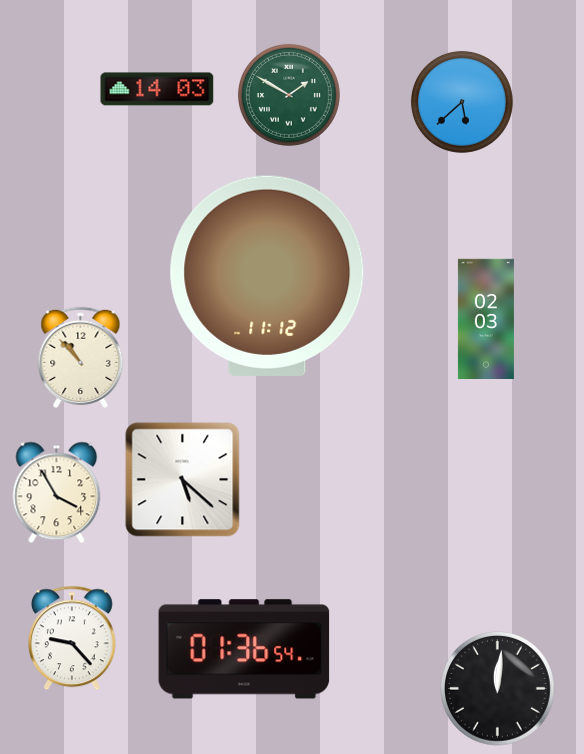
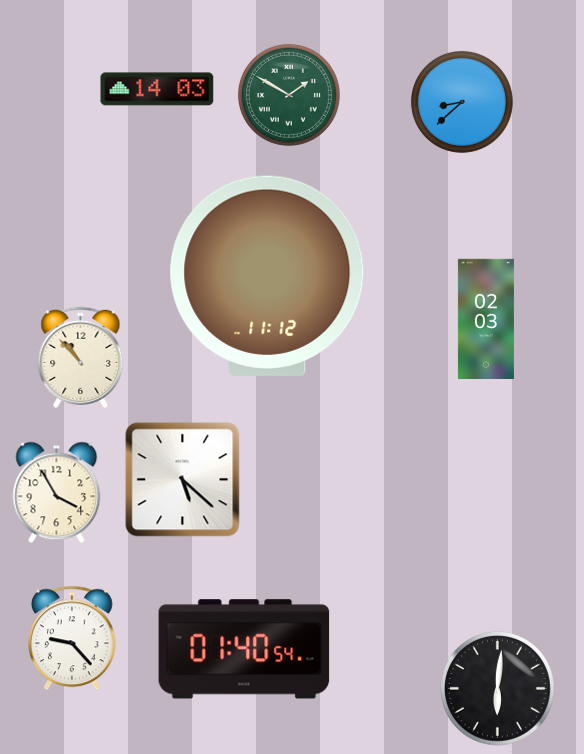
clock at (462, 102): 5:38 -> 8:38
clock at (244, 649): 01:36 -> 01:40
clock at (498, 689): 12:01 -> 6:01
